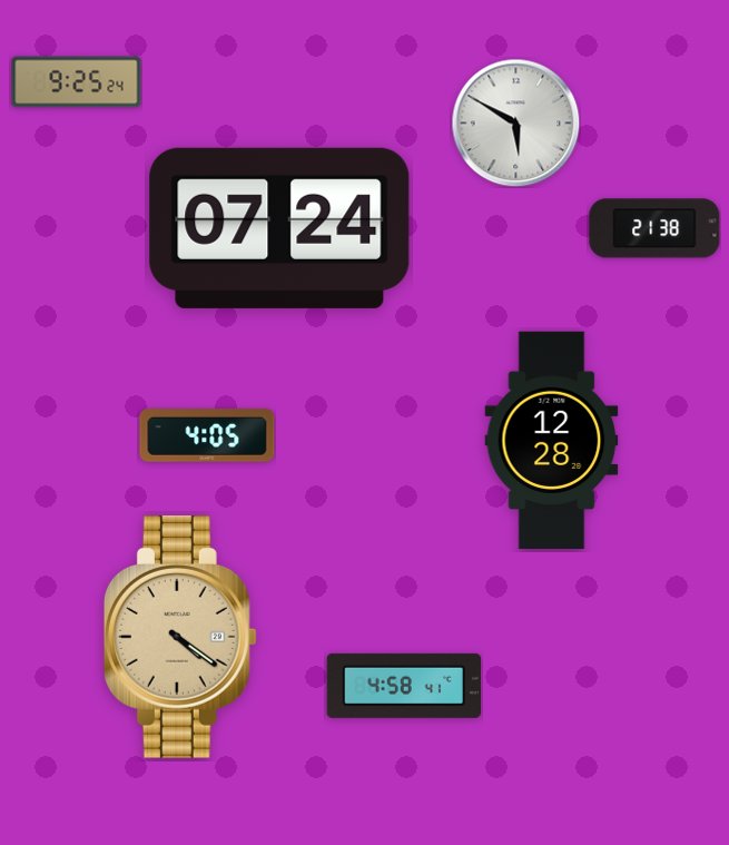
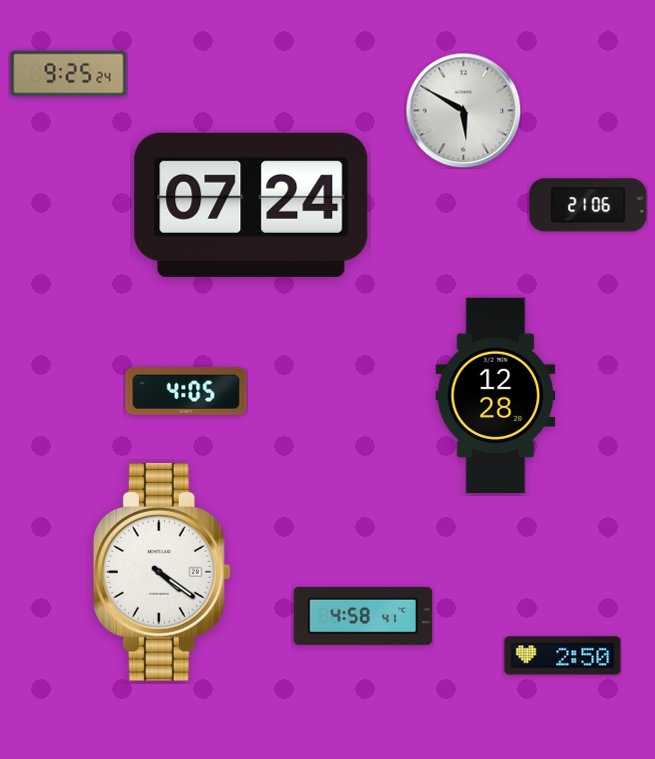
clock at (654, 228): 21:38 -> 21:06
clock at (180, 638) dial: champagne -> white
clock at (563, 656): none -> 2:50
